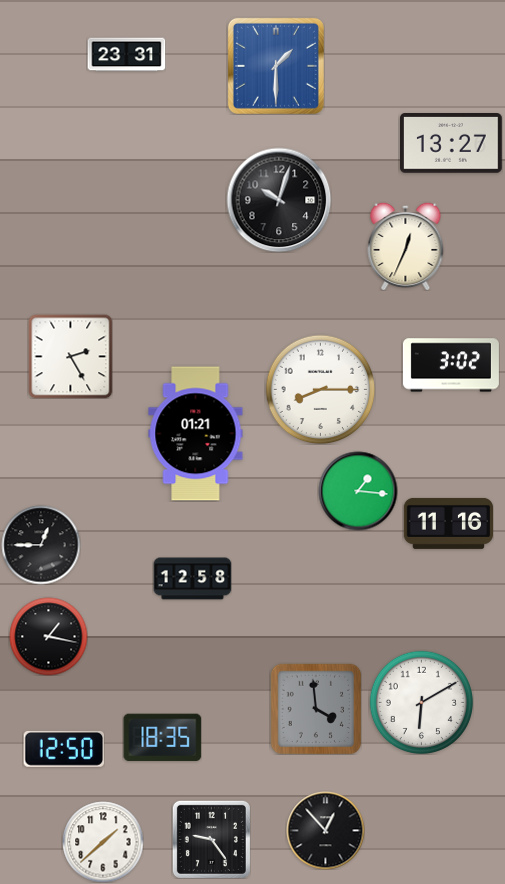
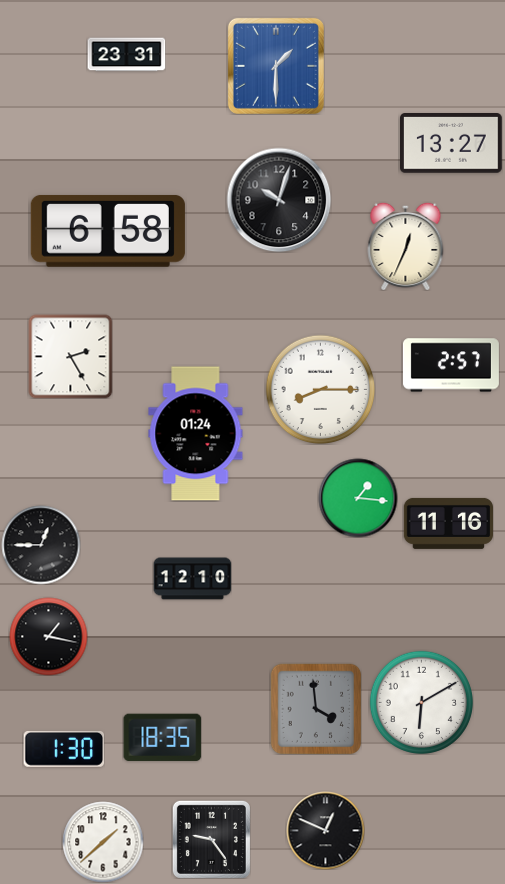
clock at (108, 231): none -> 6:58
clock at (451, 365): 3:02 -> 2:57
clock at (196, 434): 01:21 -> 01:24
clock at (358, 491) position: (358, 491) -> (358, 498)
clock at (192, 579): 12:58 -> 12:10
clock at (64, 749): 12:50 -> 1:30
clock at (325, 830): 12:53 -> 12:49
